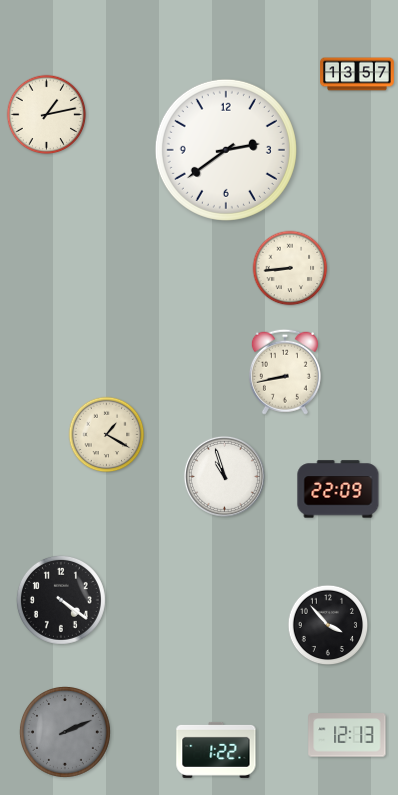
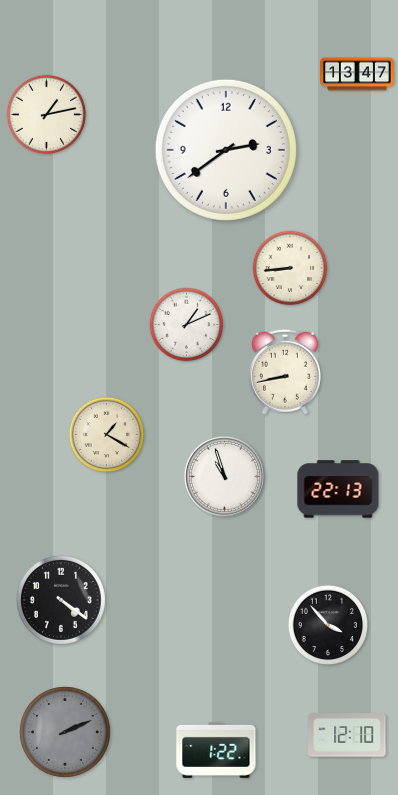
clock at (357, 74): 13:57 -> 13:47
clock at (187, 325): none -> 1:11
clock at (338, 489): 22:09 -> 22:13
clock at (347, 735): 12:13 -> 12:10
